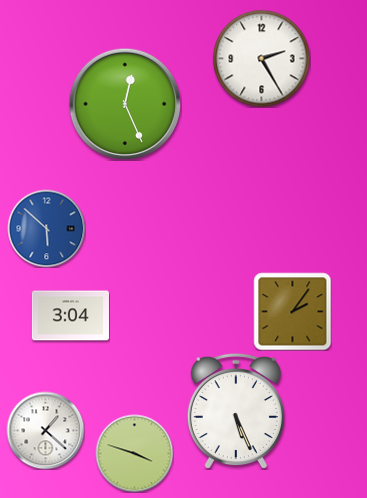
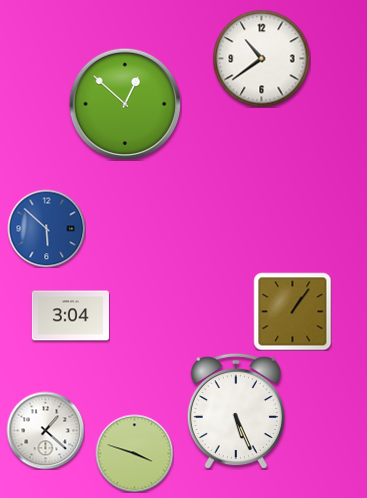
clock at (261, 58): 2:25 -> 10:39
clock at (125, 104): 12:26 -> 12:52
clock at (292, 311): 2:06 -> 1:06
